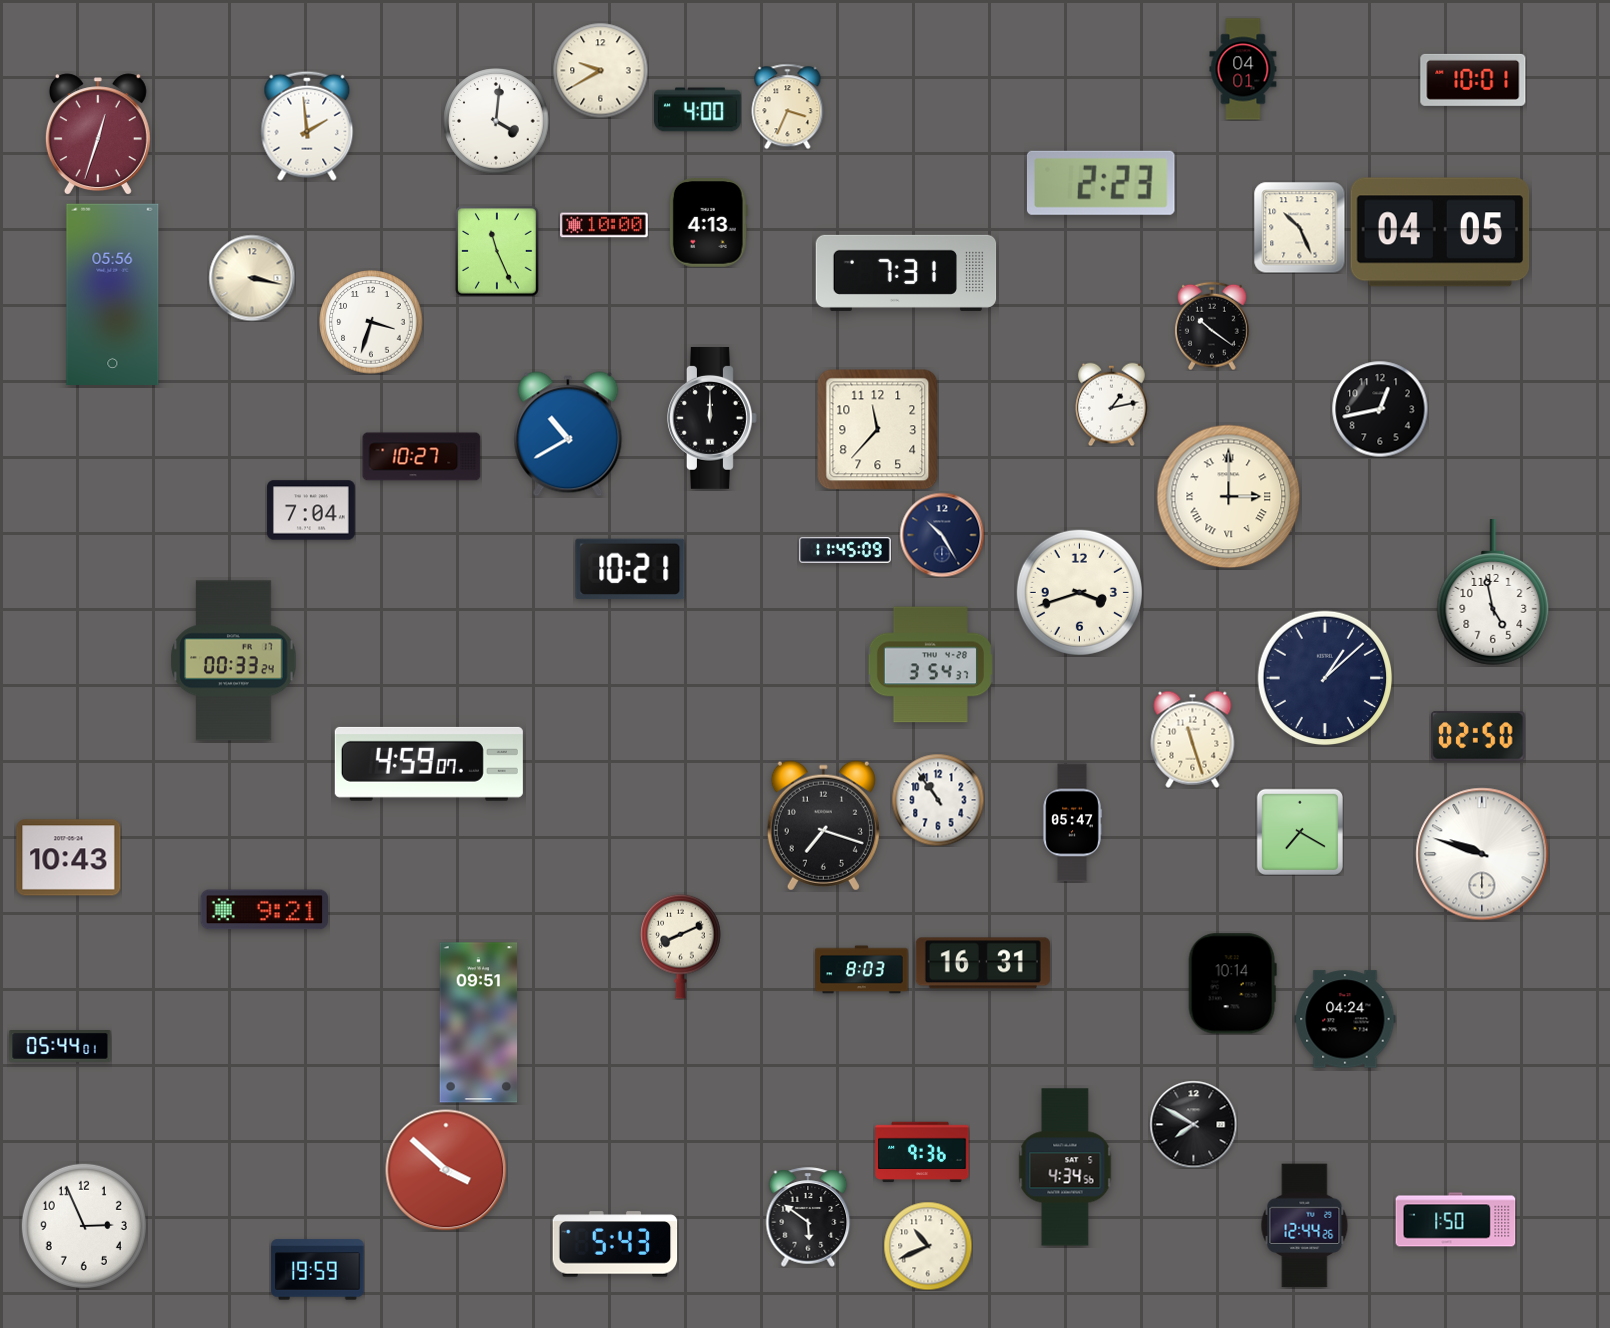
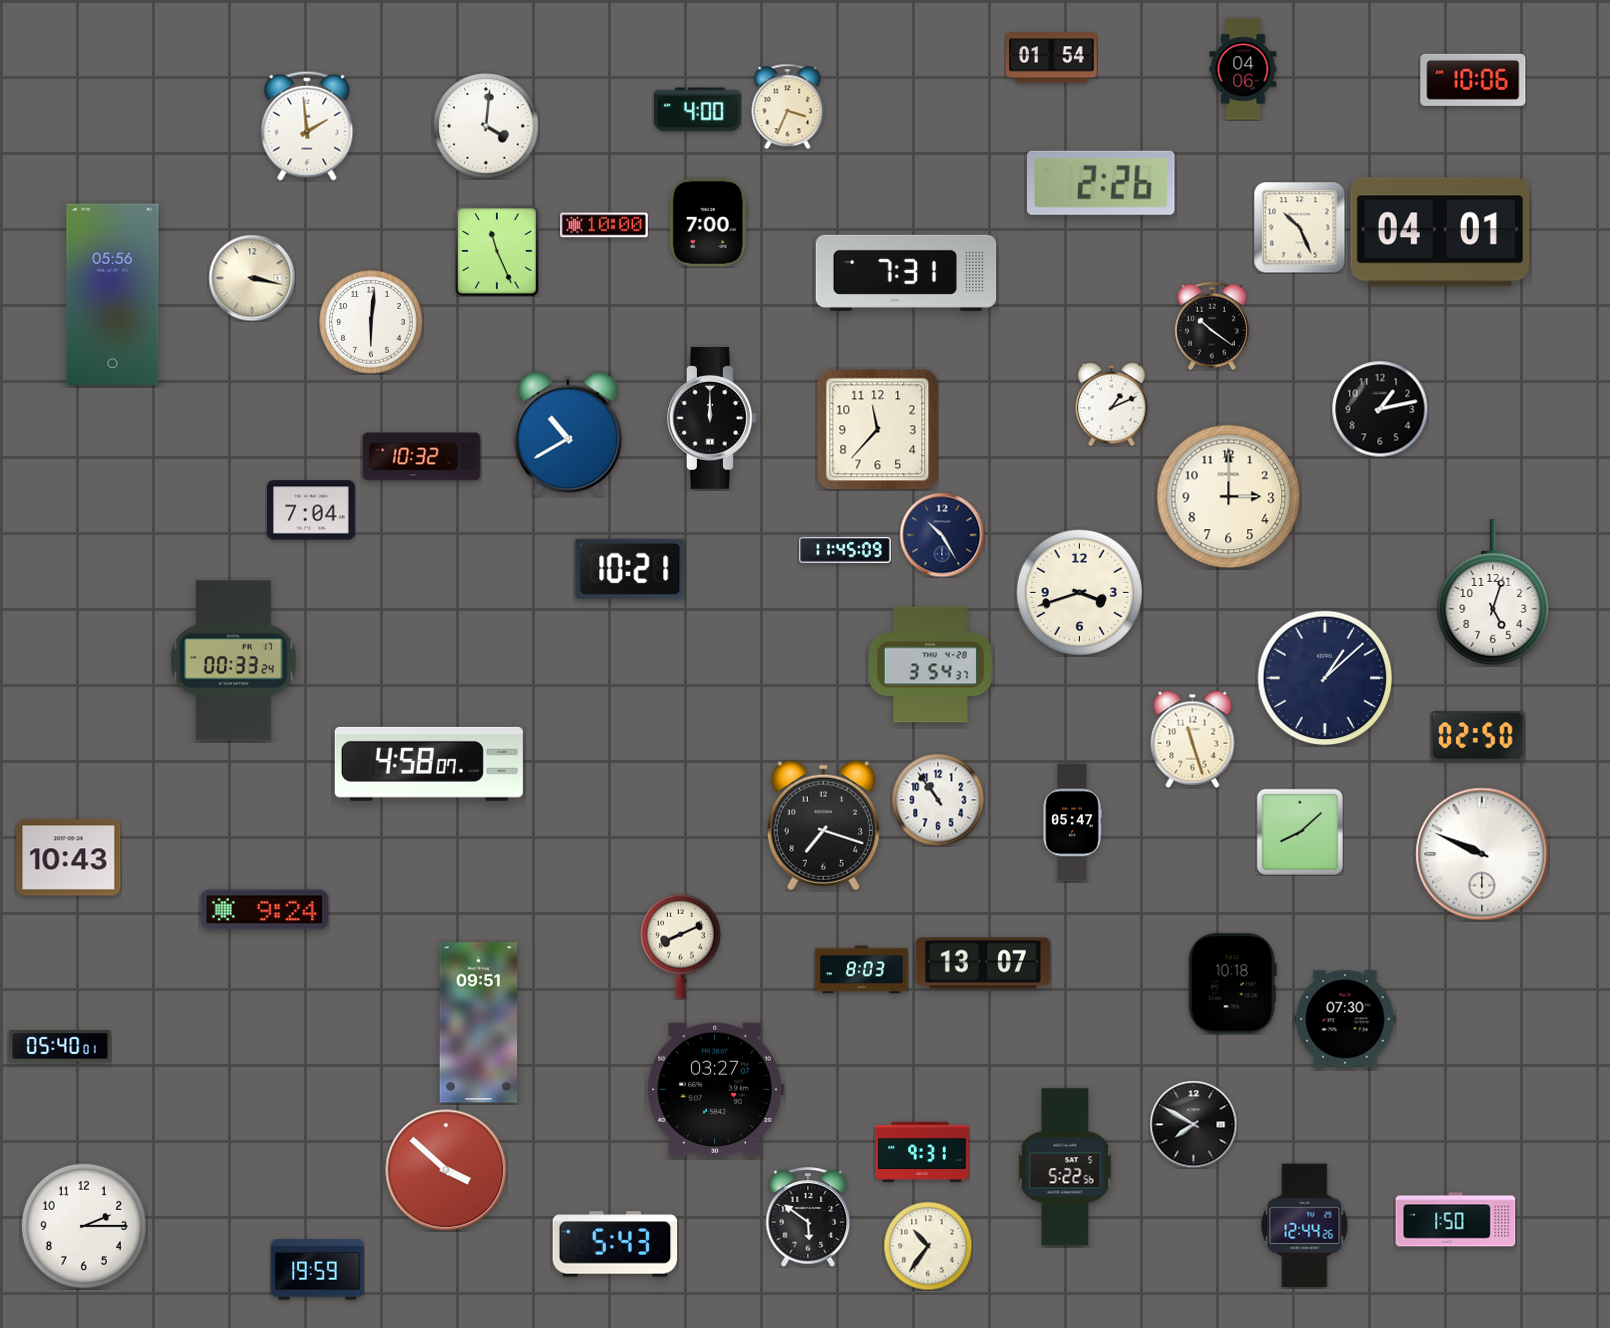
clock at (1052, 58): none -> 01:54
clock at (1243, 69): 04:01 -> 04:06
clock at (600, 70): 9:40 -> none
clock at (1473, 80): 10:01 -> 10:06
clock at (496, 121) position: (496, 121) -> (486, 126)
clock at (98, 134): 12:33 -> none
clock at (1101, 183): 2:23 -> 2:26
clock at (708, 223): 4:13 -> 7:00
clock at (1440, 232): 04:05 -> 04:01
clock at (371, 322): 3:33 -> 6:01
clock at (1112, 404): 1:13 -> 1:11
clock at (1380, 409): 12:43 -> 1:13
clock at (422, 457): 10:27 -> 10:32
clock at (1229, 497) numerals: Roman -> Arabic
clock at (1493, 592): 4:58 -> 5:03
clock at (429, 764): 4:59 -> 4:58
clock at (1300, 832): 7:20 -> 8:08
clock at (1482, 854): 9:48 -> 9:49
clock at (264, 910): 9:21 -> 9:24
clock at (983, 963): 16:31 -> 13:07
clock at (1232, 984): 10:14 -> 10:18
clock at (1345, 1019): 04:24 -> 07:30
clock at (60, 1047): 05:44 -> 05:40
clock at (715, 1089): none -> 03:27
clock at (922, 1152): 9:36 -> 9:31
clock at (1065, 1167): 4:34 -> 5:22
clock at (84, 1226): 2:56 -> 2:15
clock at (928, 1246): 10:41 -> 10:36
